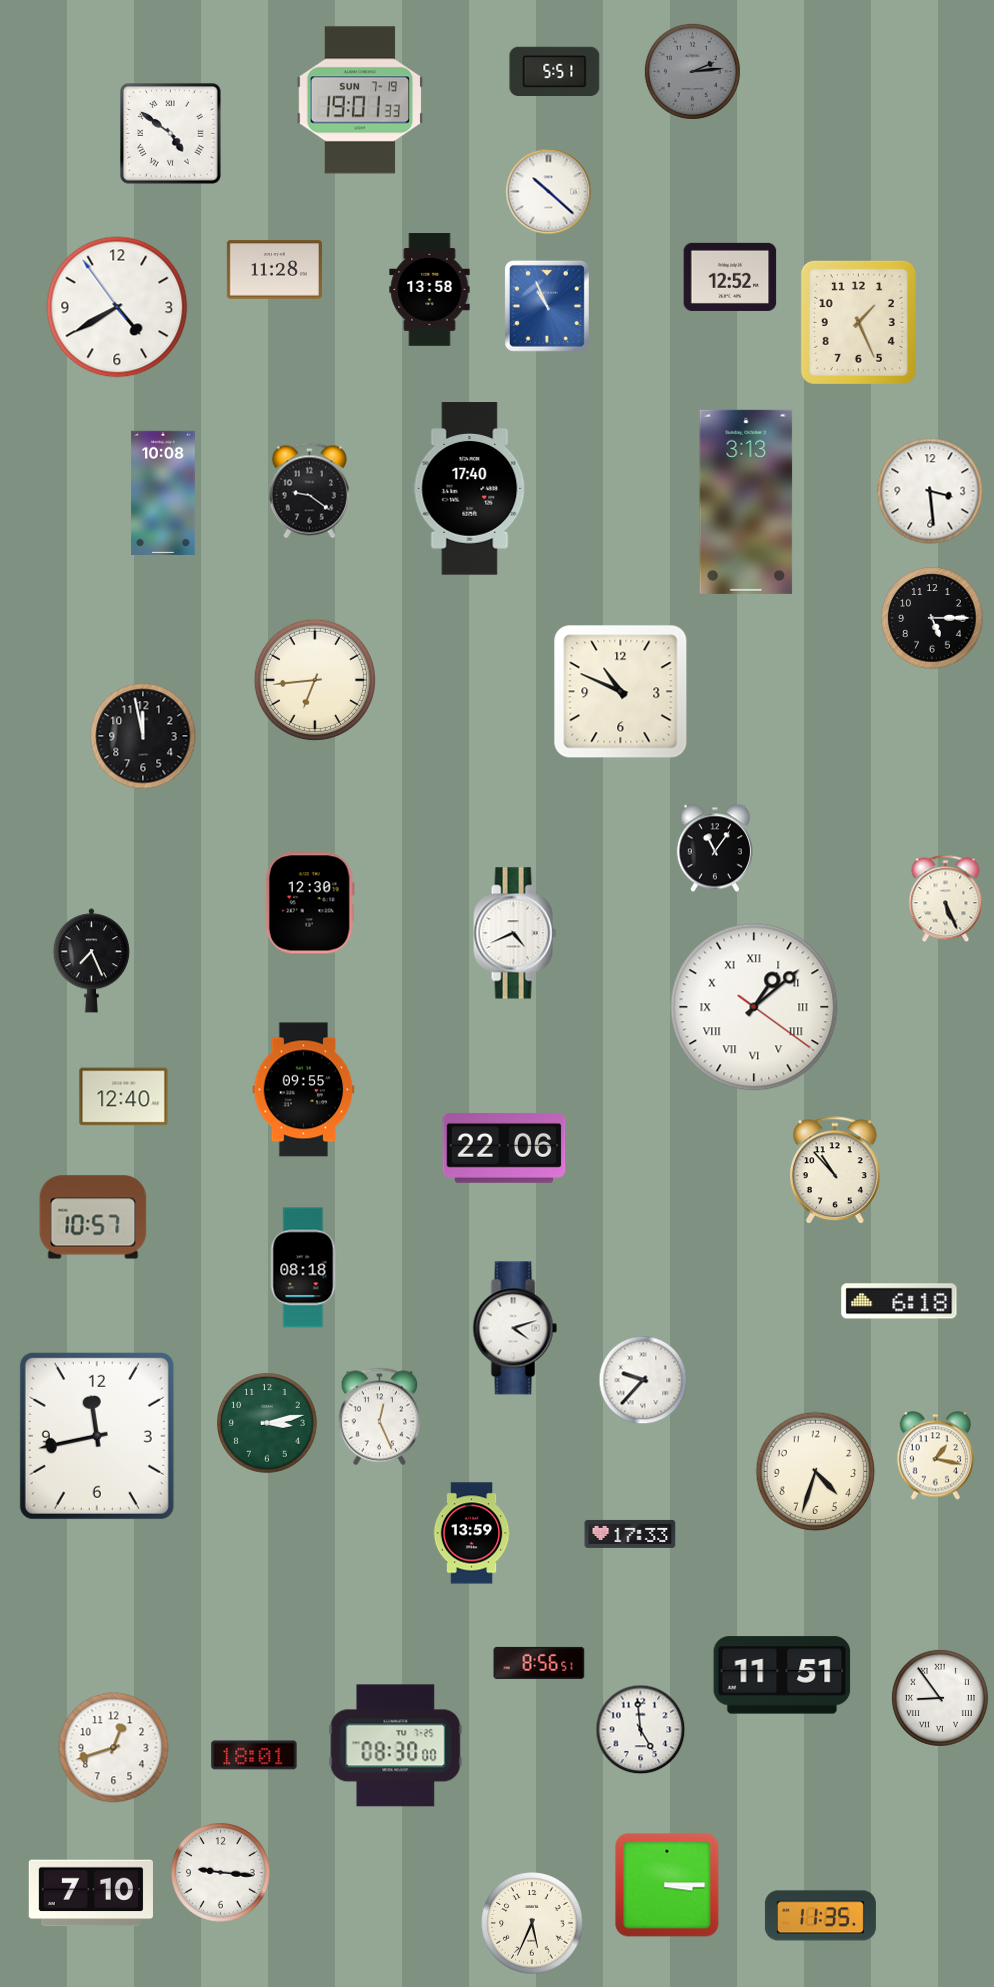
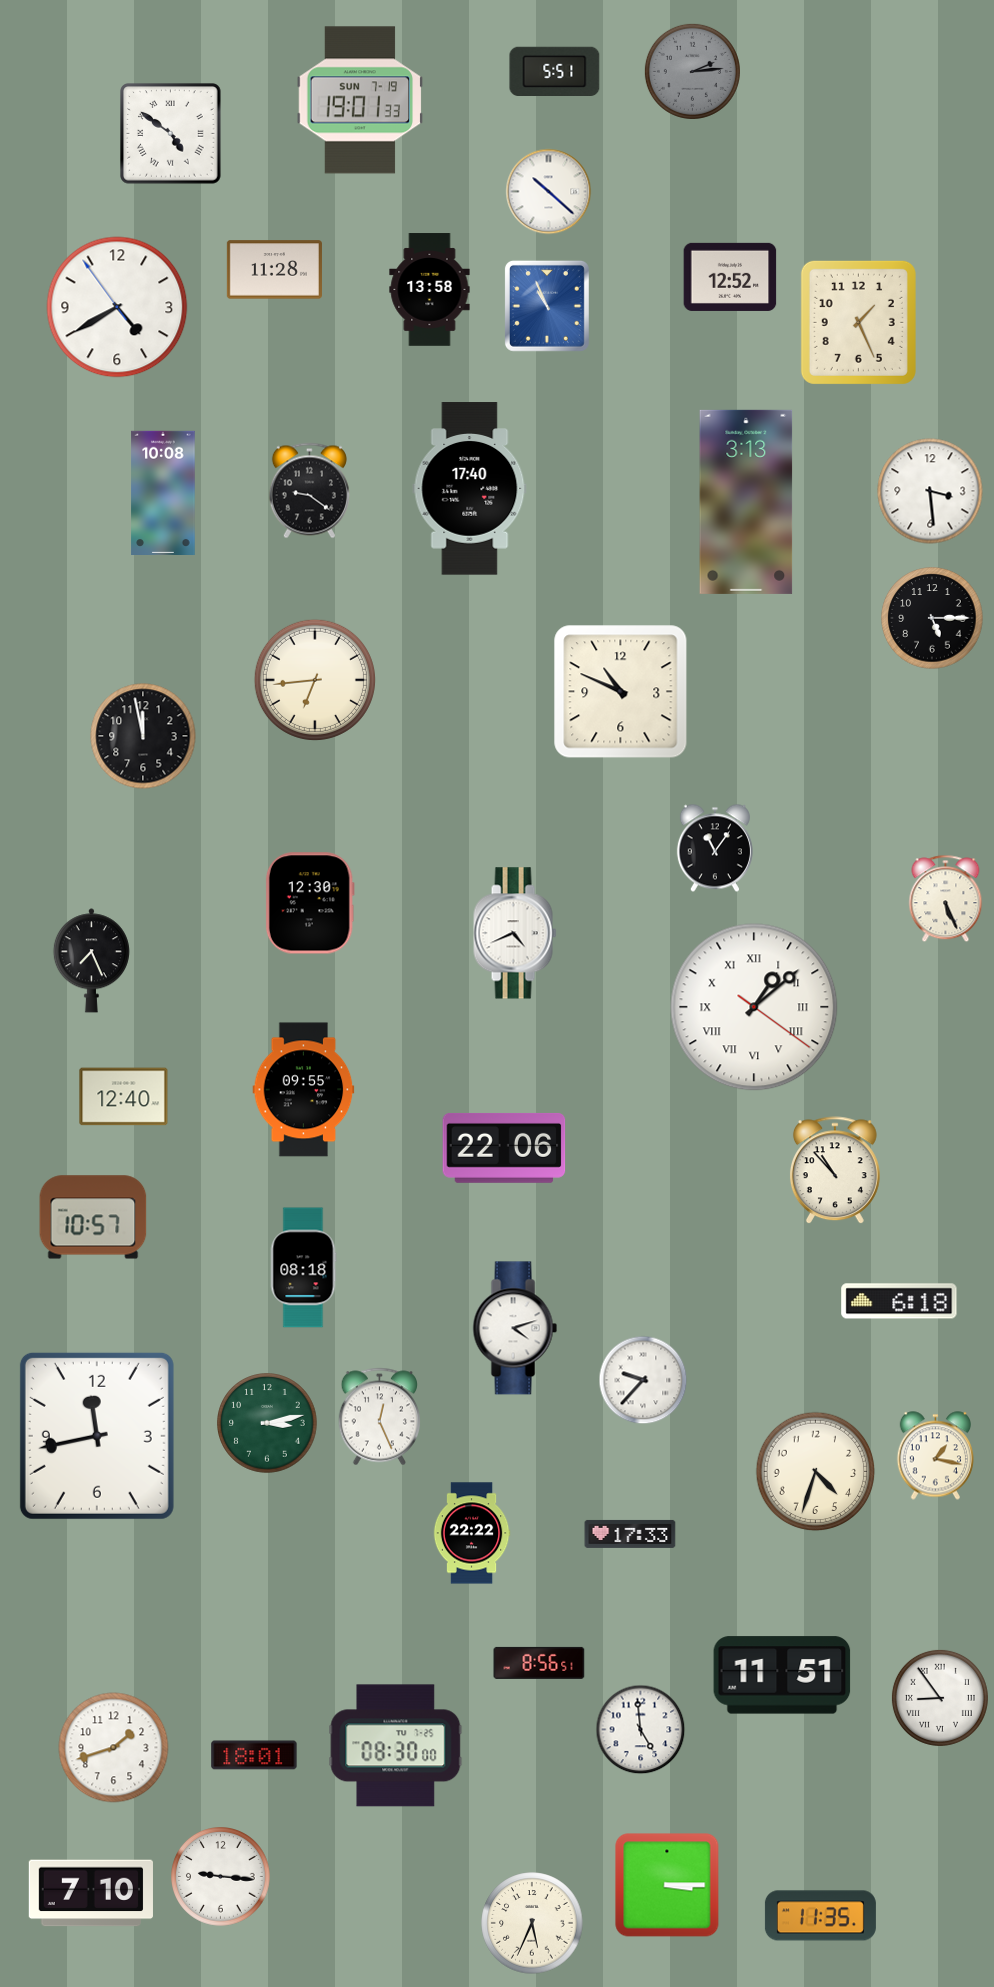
clock at (472, 1533): 13:59 -> 22:22
clock at (114, 1748): 12:42 -> 1:42
clock at (221, 1873) position: (221, 1873) -> (221, 1877)
